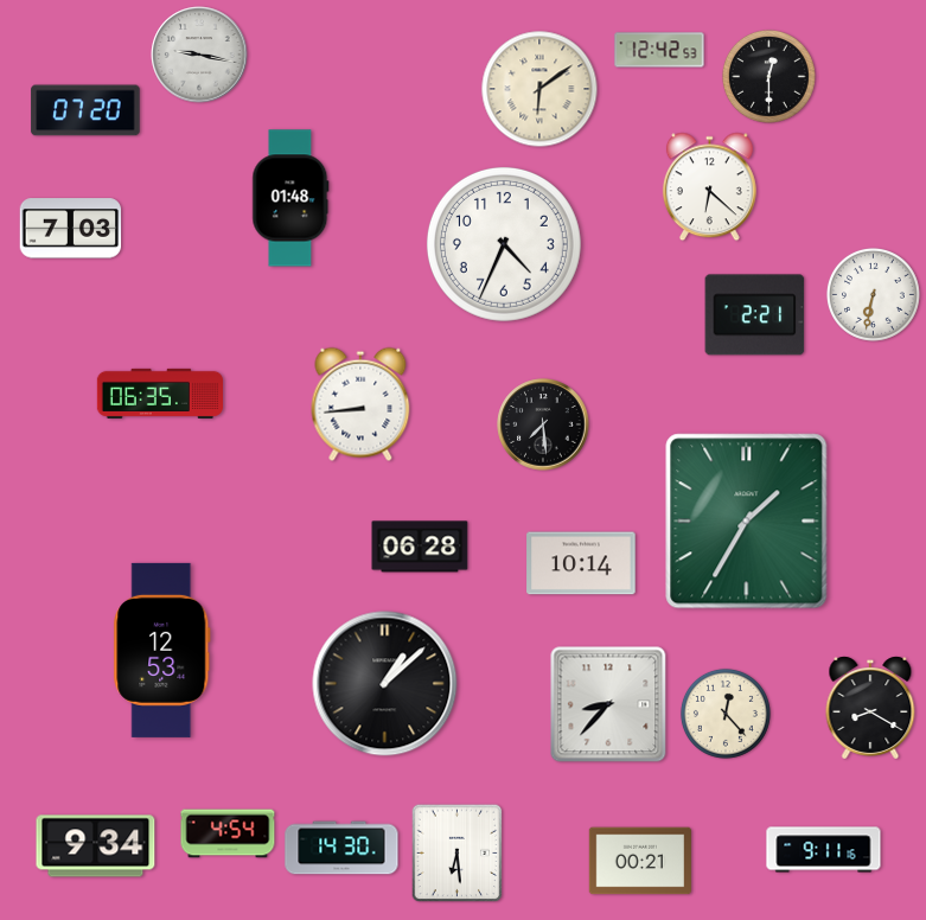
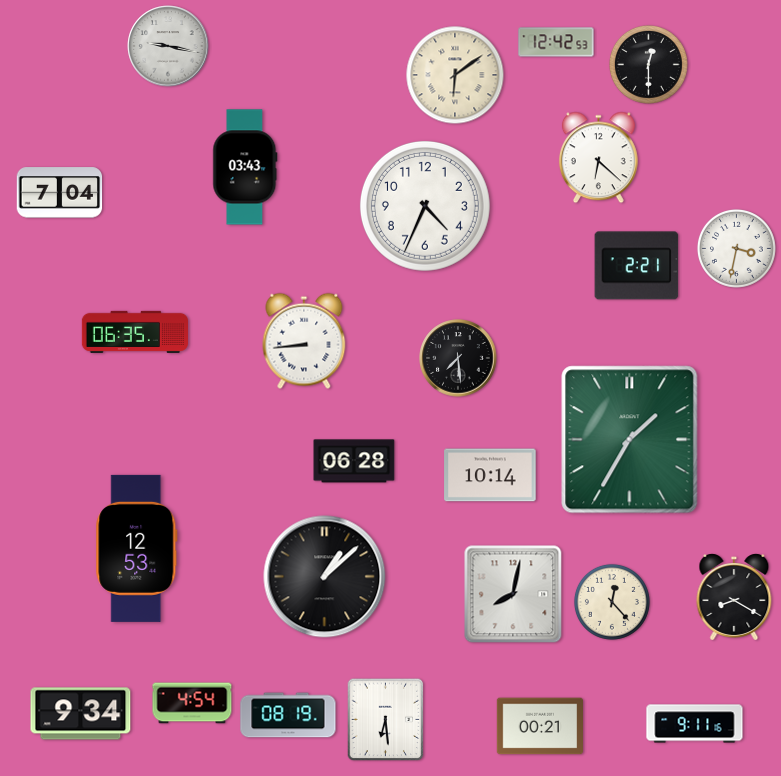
clock at (85, 110): 07:20 -> none
clock at (290, 198): 01:48 -> 03:43
clock at (71, 229): 7:03 -> 7:04
clock at (873, 294): 6:32 -> 3:32
clock at (608, 704): 8:37 -> 8:02
clock at (341, 848): 14:30 -> 08:19
clock at (824, 850) position: (824, 850) -> (695, 724)
